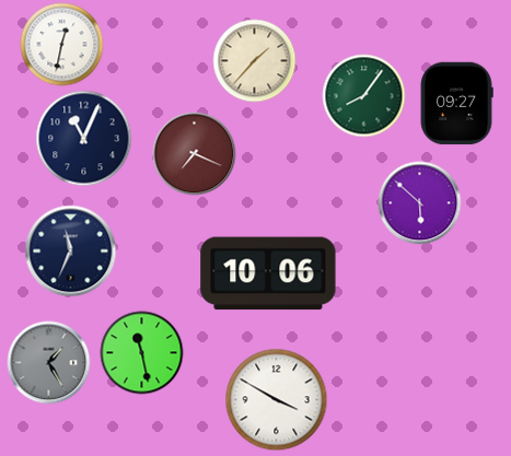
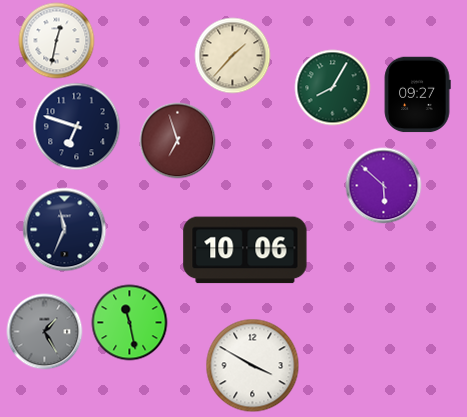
clock at (364, 96): 8:06 -> 8:05
clock at (84, 139): 11:04 -> 6:48
clock at (195, 154): 7:19 -> 6:57
